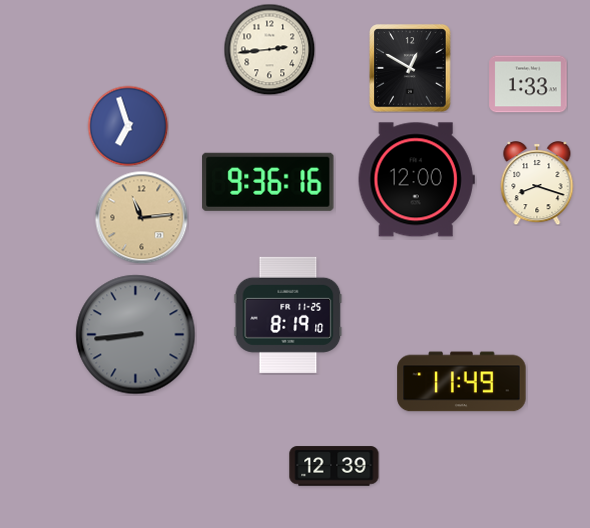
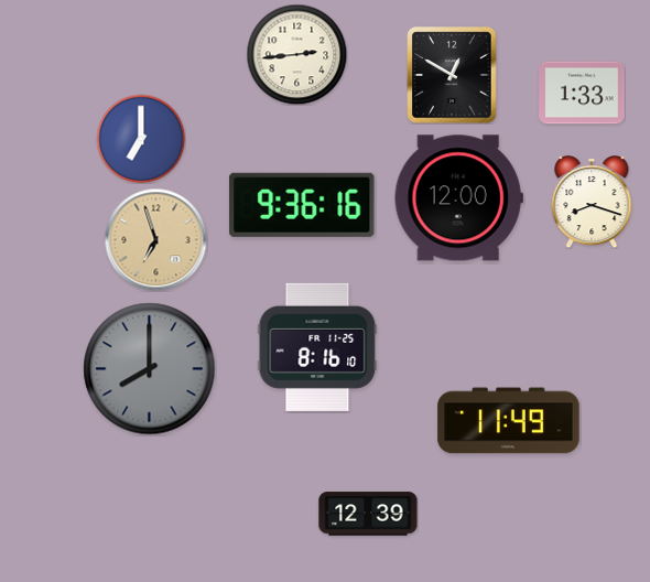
clock at (128, 126): 6:57 -> 7:00
clock at (268, 182) position: (268, 182) -> (302, 205)
clock at (141, 217): 11:14 -> 6:57
clock at (288, 315): 8:19 -> 8:16
clock at (136, 335): 8:44 -> 8:00
